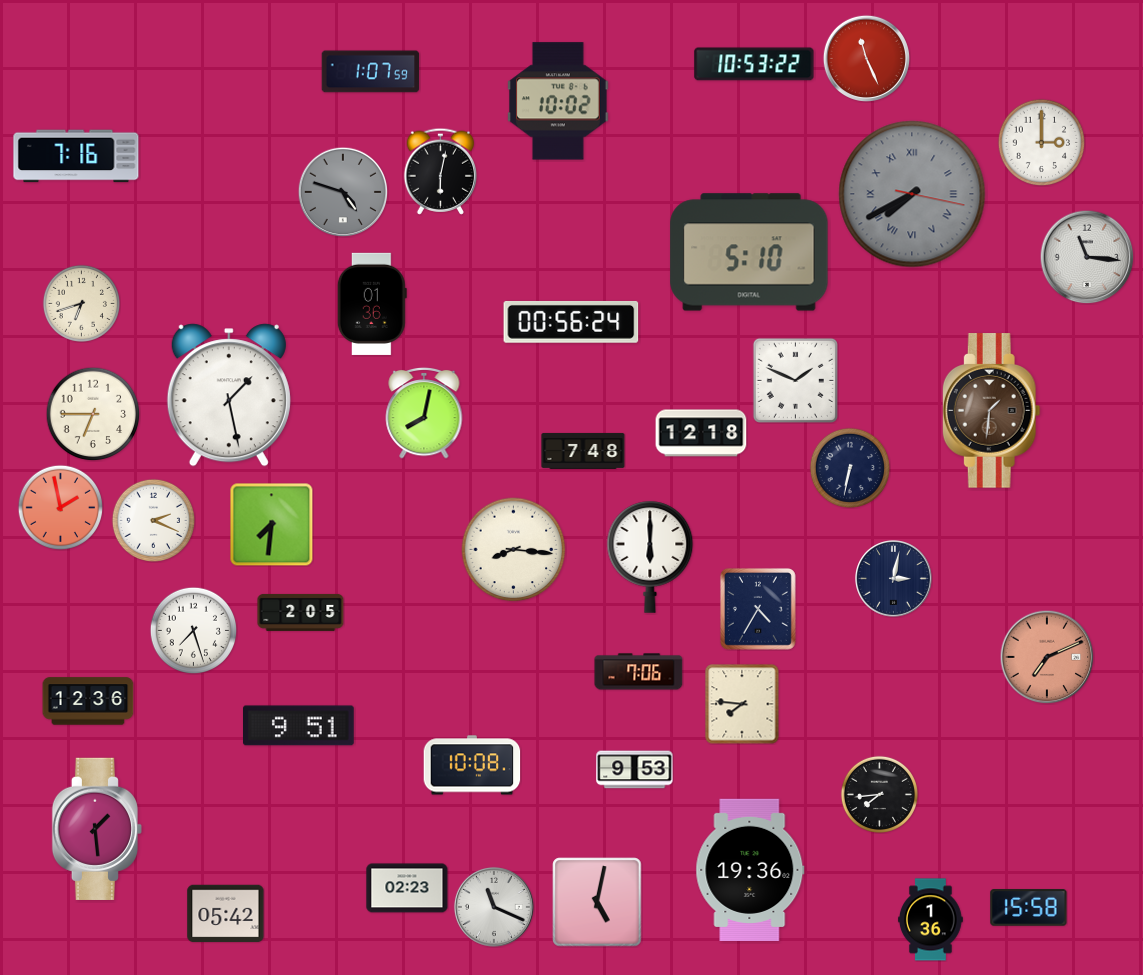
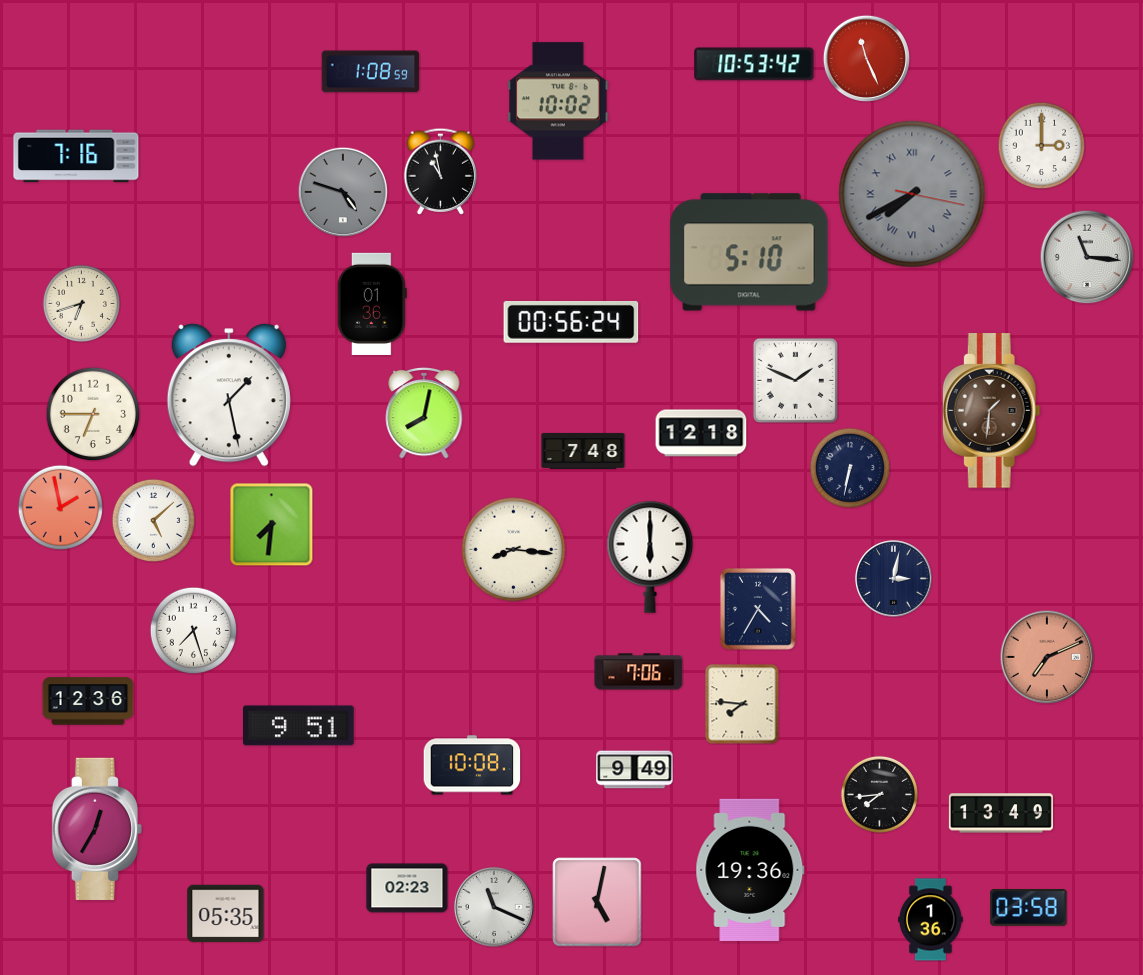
clock at (754, 64): 10:53:22 -> 10:53:42
clock at (371, 72): 1:07 -> 1:08
clock at (1041, 142) position: (1041, 142) -> (1041, 145)
clock at (441, 171): 6:02 -> 10:58
clock at (153, 520): 2:19 -> 5:08
clock at (301, 612): 2:05 -> none
clock at (635, 770): 9:53 -> 9:49
clock at (1001, 813): none -> 13:49
clock at (97, 829): 1:29 -> 12:35
clock at (1029, 908): 15:58 -> 03:58
clock at (226, 914): 05:42 -> 05:35
